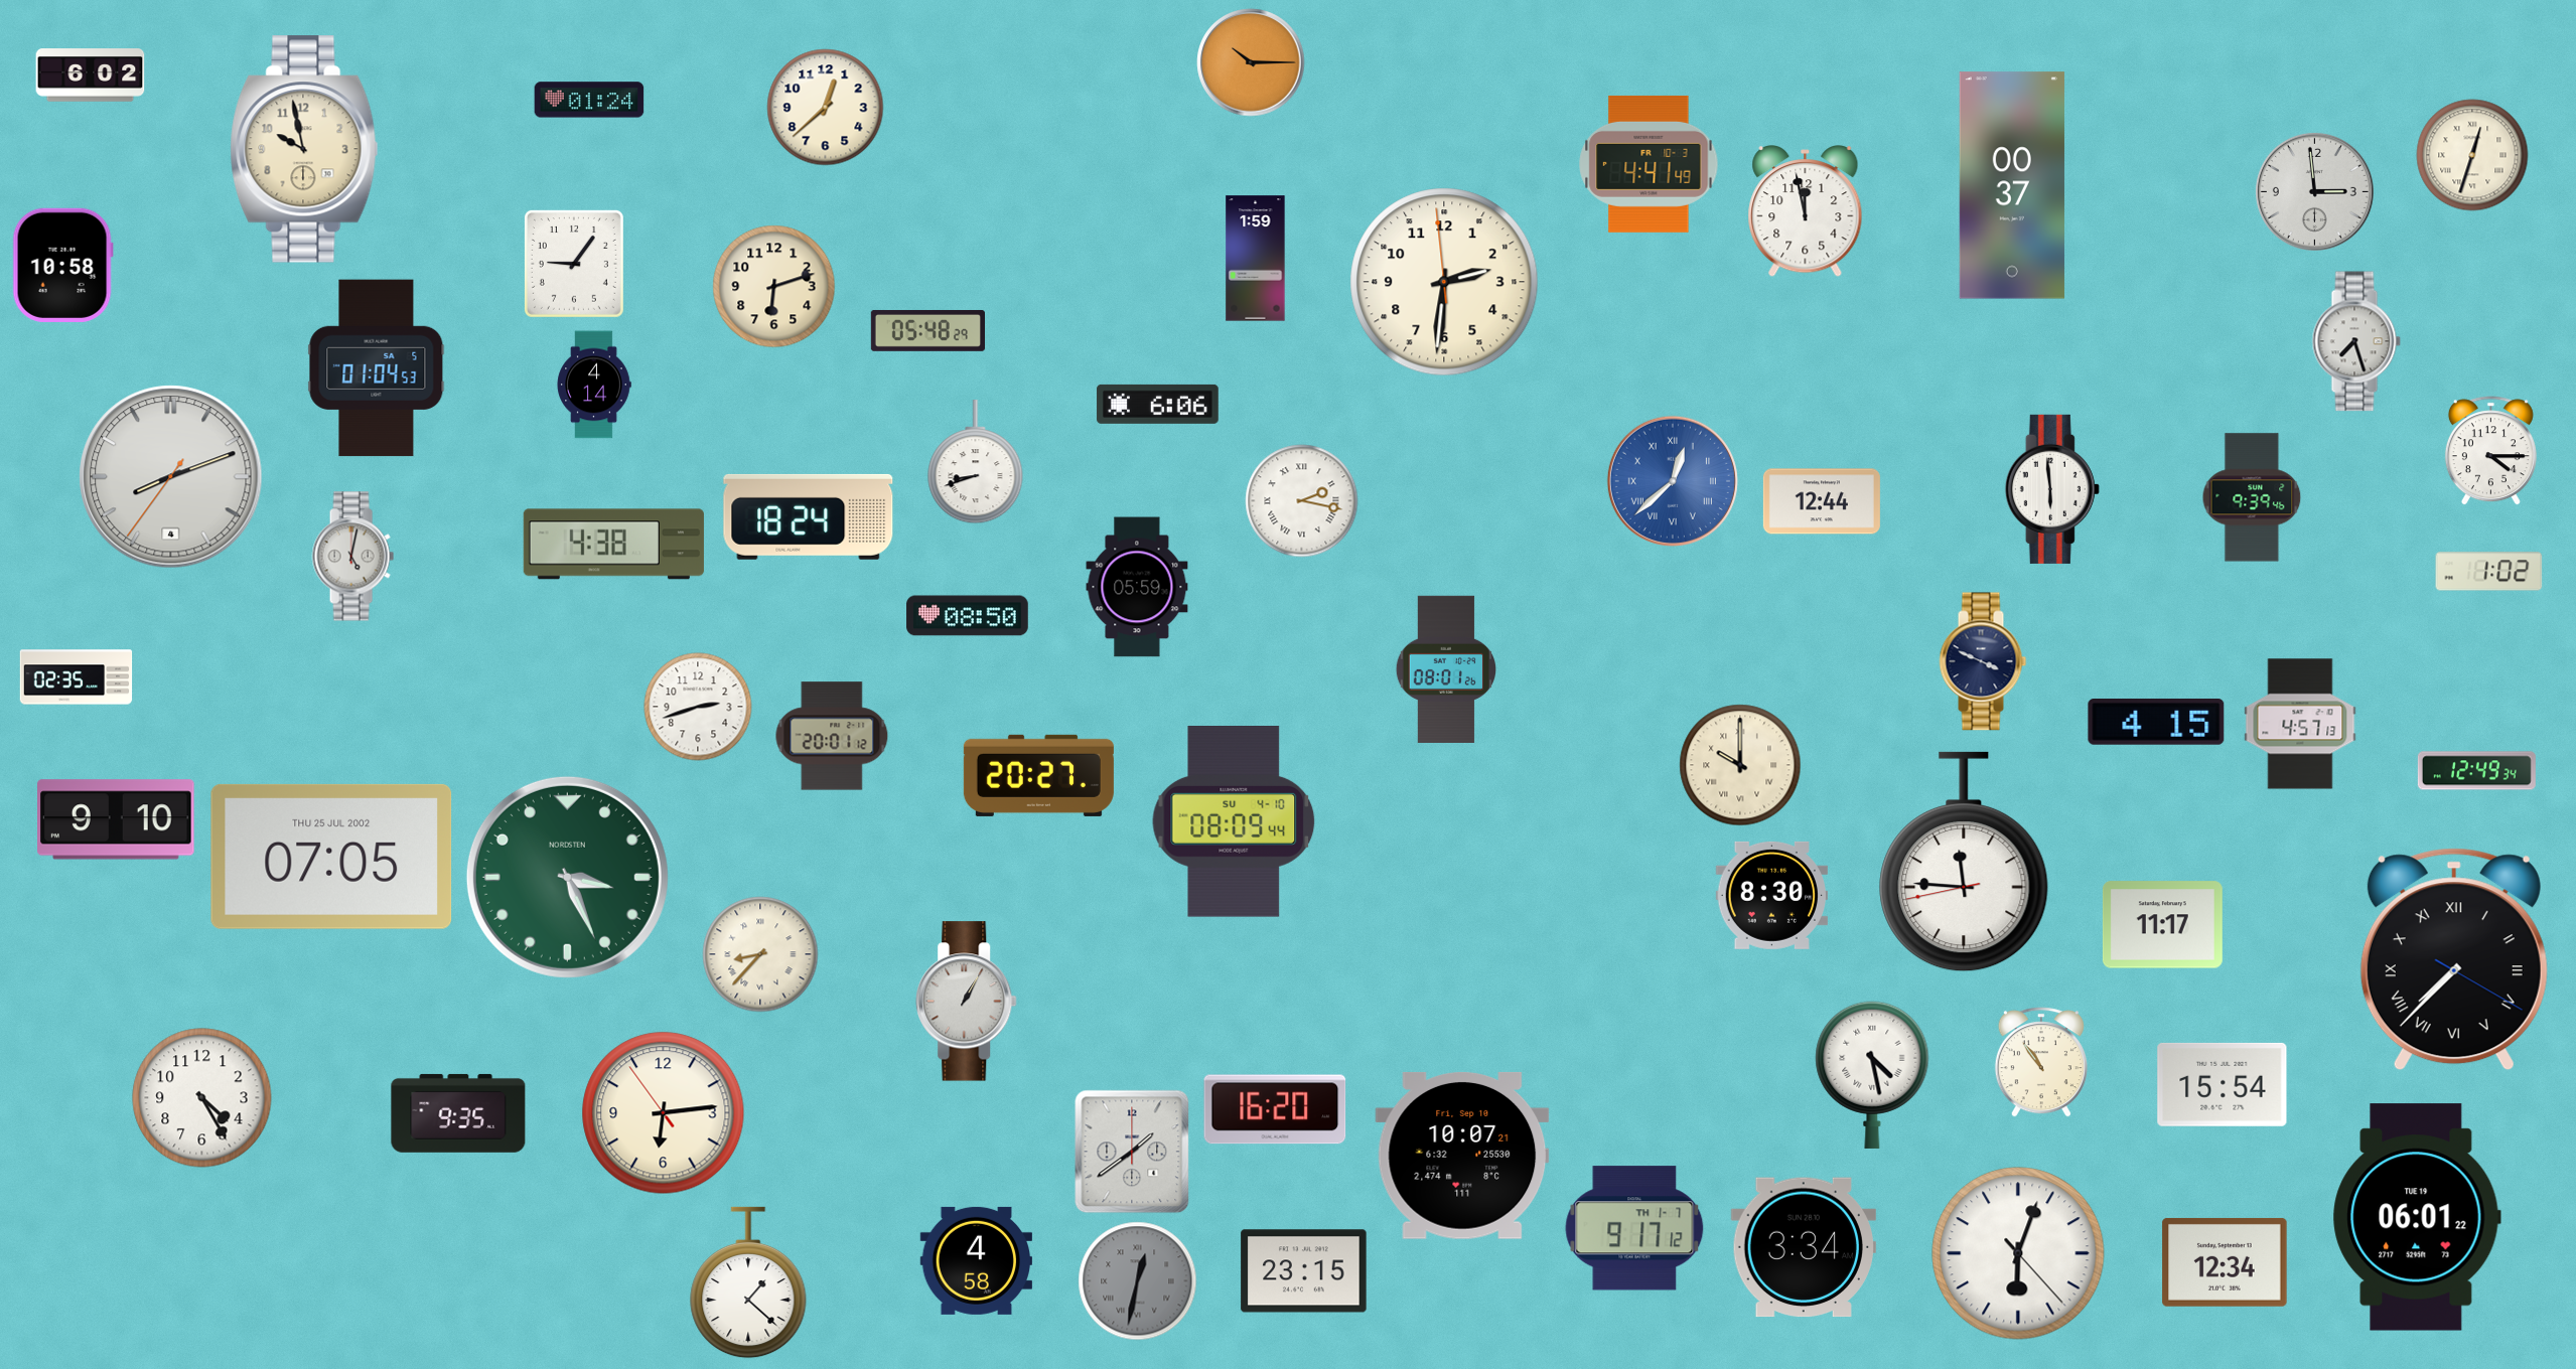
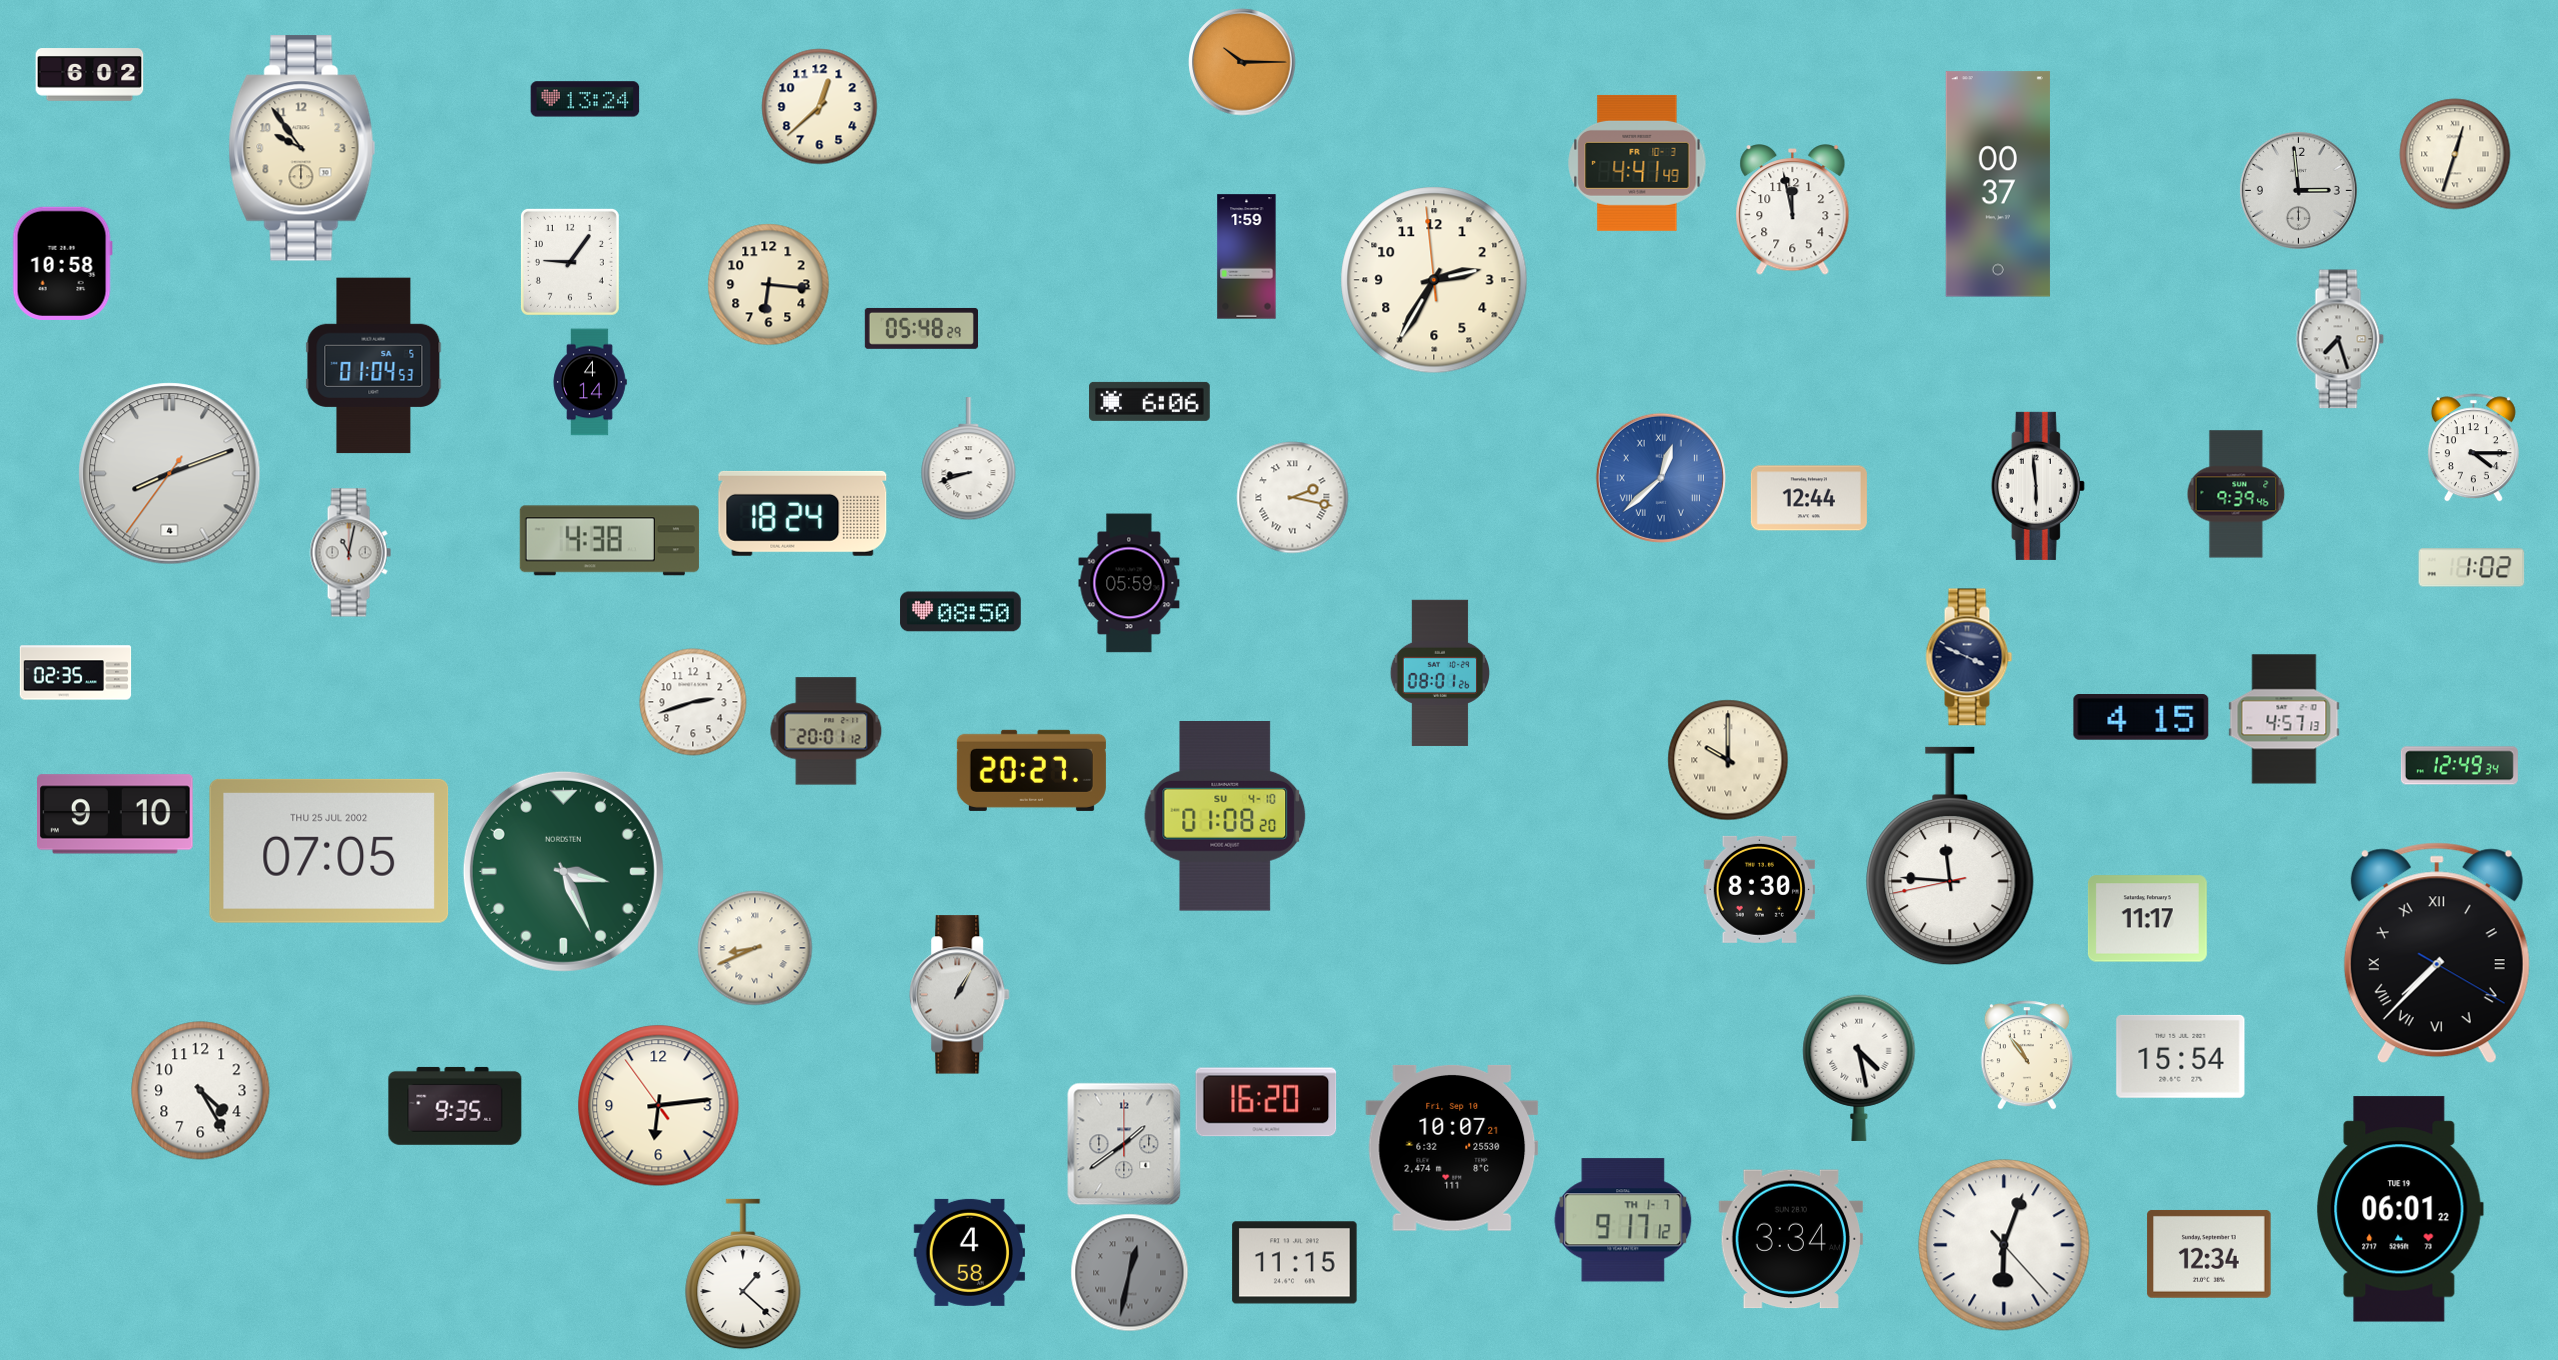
clock at (589, 100): 01:24 -> 13:24
clock at (304, 149): 9:58 -> 9:54
clock at (1444, 282): 2:30 -> 2:34
clock at (774, 287): 6:12 -> 6:16
clock at (352, 557): 5:02 -> 11:02
clock at (1445, 668) position: (1445, 668) -> (1439, 672)
clock at (1234, 822): 08:09 -> 01:08
clock at (760, 954): 8:37 -> 8:41
clock at (2223, 1084) position: (2223, 1084) -> (2181, 1056)
clock at (1304, 1271): 23:15 -> 11:15
